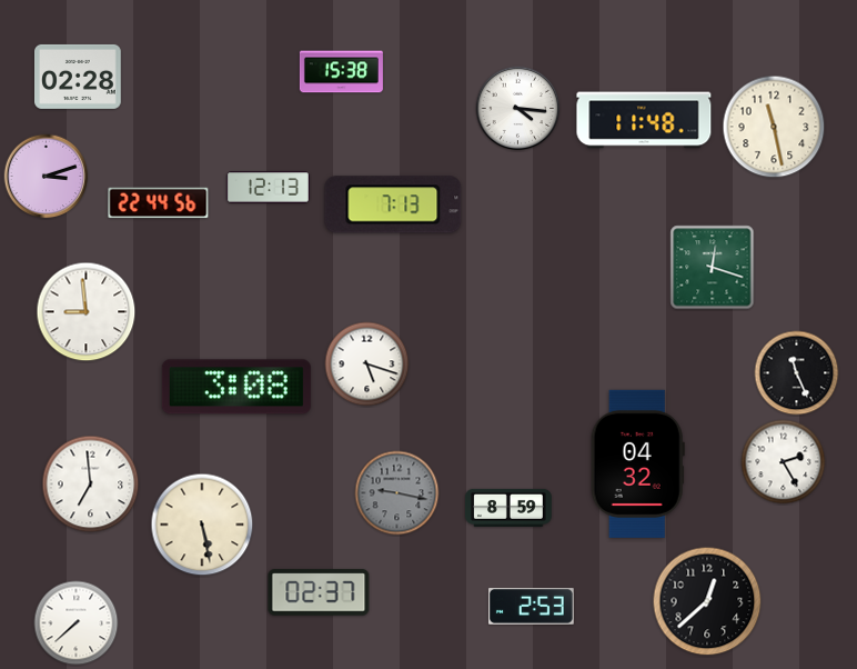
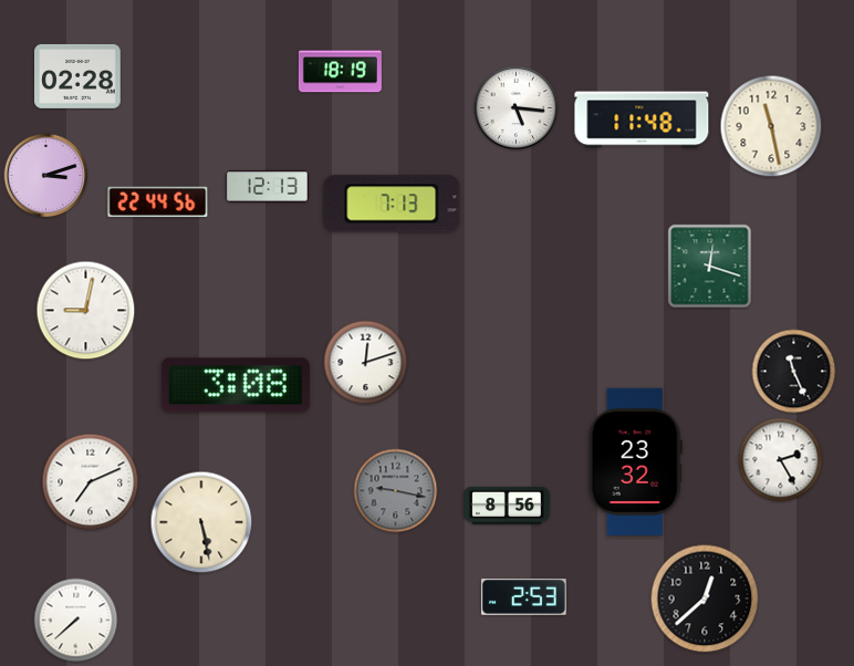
clock at (341, 72): 15:38 -> 18:19
clock at (518, 109): 4:16 -> 5:16
clock at (87, 312): 8:59 -> 9:02
clock at (367, 365): 5:18 -> 12:12
clock at (637, 463): 04:32 -> 23:32
clock at (91, 485): 6:59 -> 7:11
clock at (510, 508): 8:59 -> 8:56
clock at (319, 592): 02:37 -> none
clock at (531, 606) position: (531, 606) -> (523, 596)
